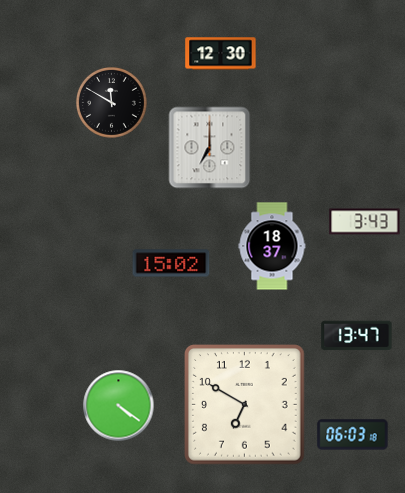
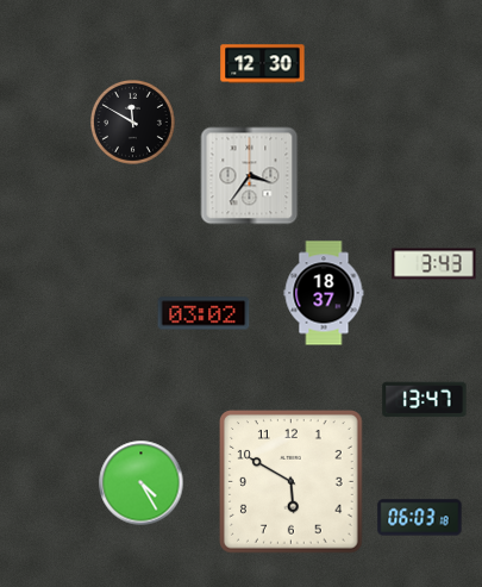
clock at (210, 148): 7:00 -> 3:36
clock at (171, 263): 15:02 -> 03:02
clock at (245, 405): 6:50 -> 5:50
clock at (119, 406): 4:21 -> 4:25
